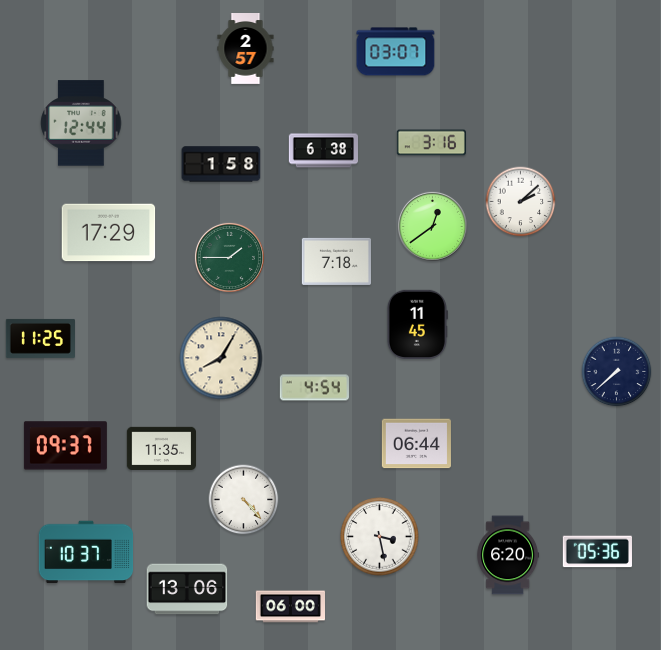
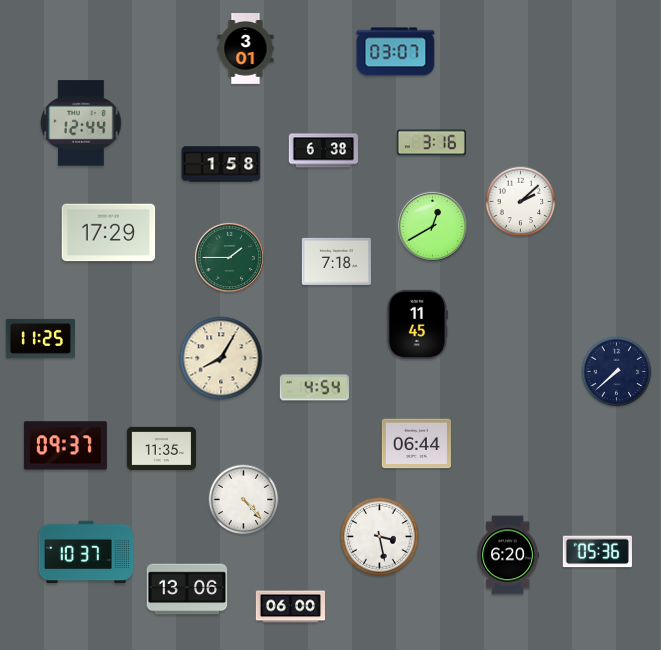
clock at (246, 49): 2:57 -> 3:01
clock at (432, 226): 12:39 -> 12:40
